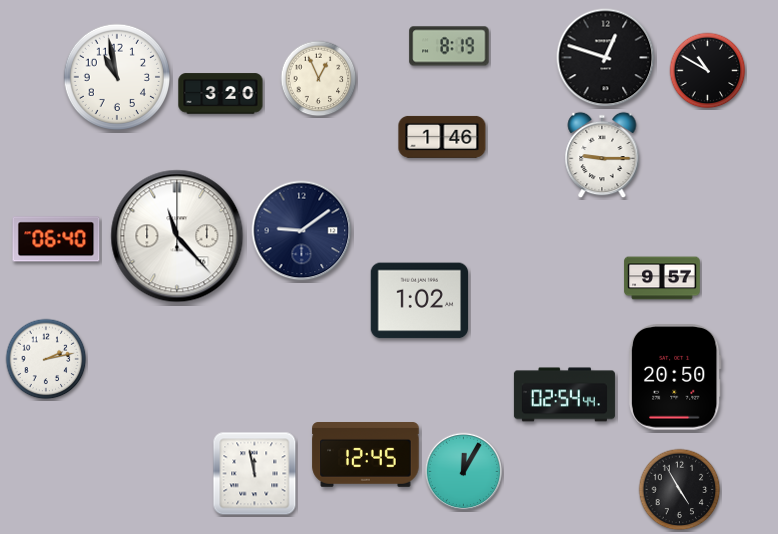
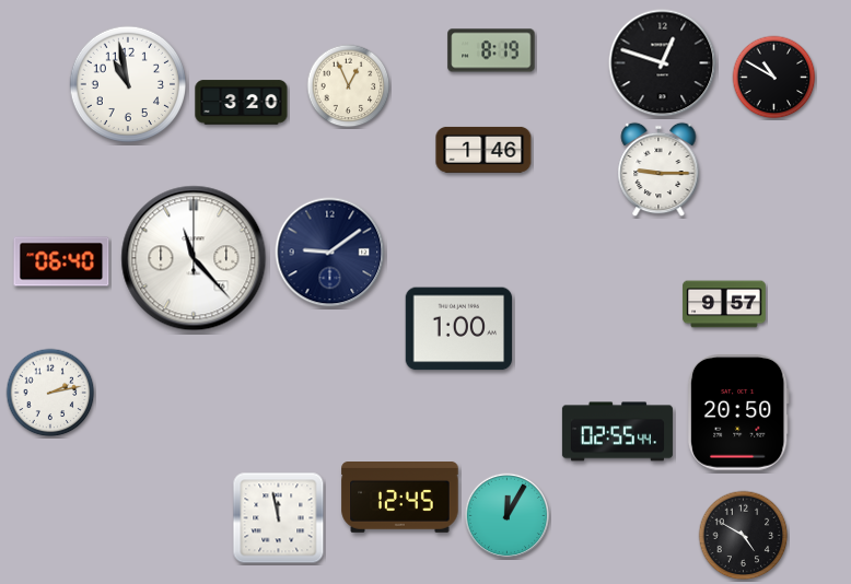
clock at (420, 301): 1:02 -> 1:00
clock at (564, 395): 02:54 -> 02:55
clock at (680, 490): 4:55 -> 4:50
